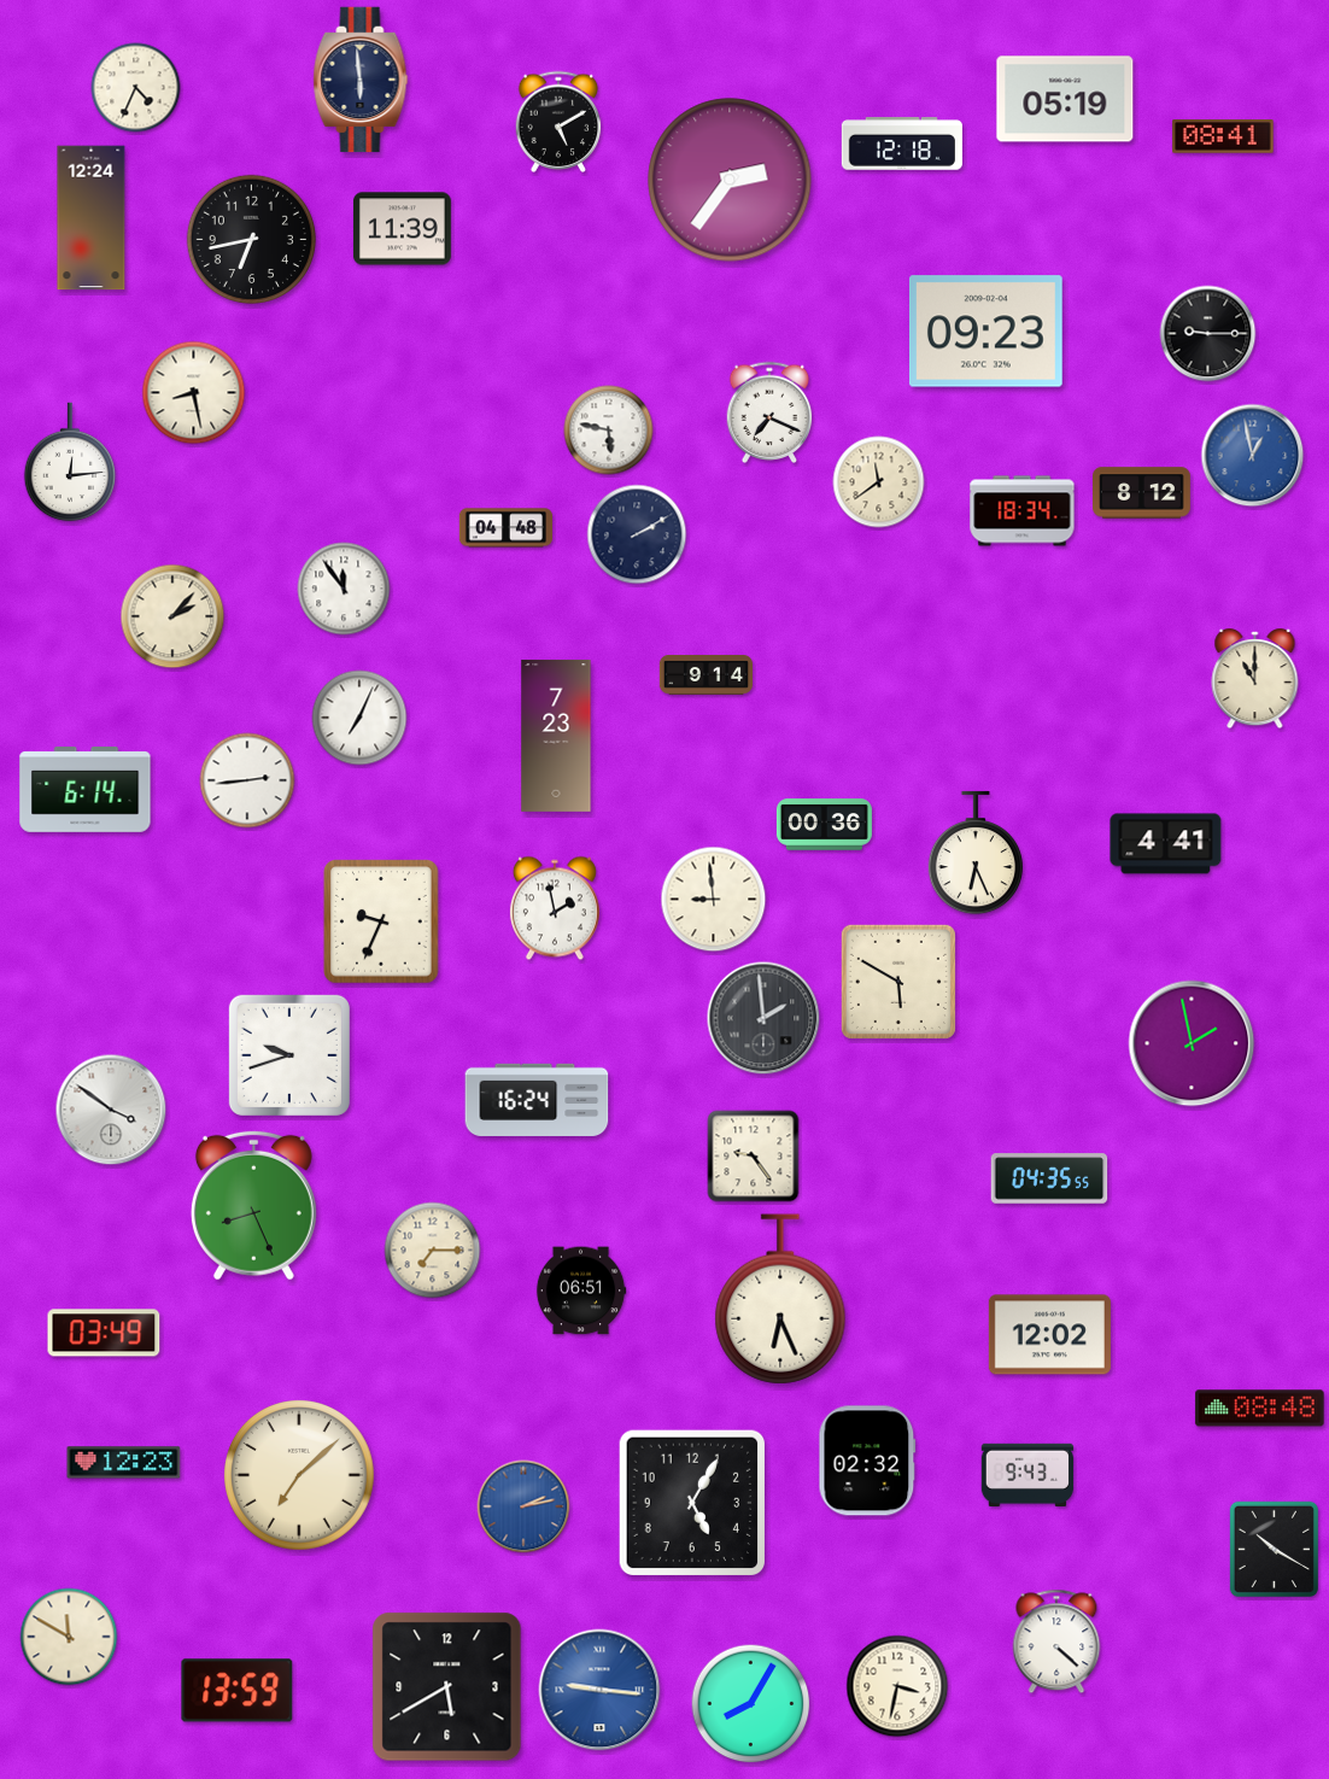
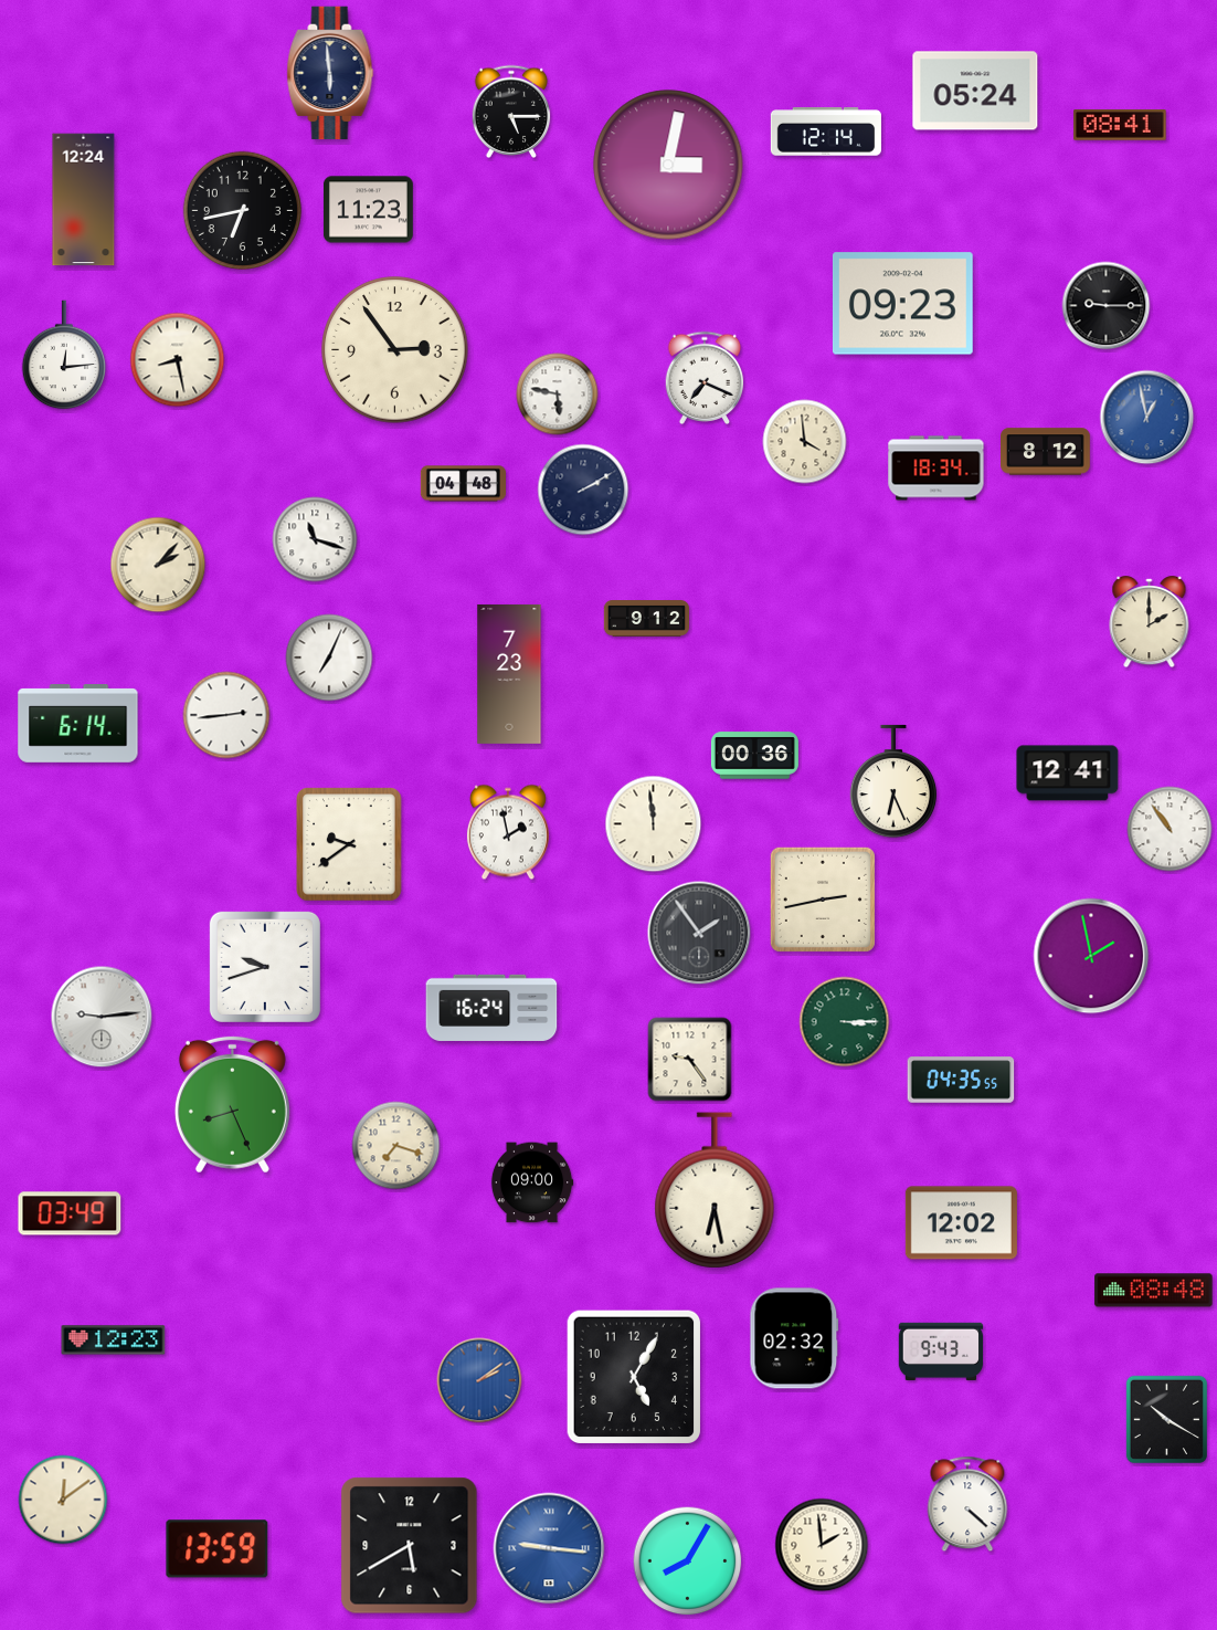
clock at (136, 88): 4:34 -> none
clock at (1065, 99): 05:19 -> 05:24
clock at (558, 122): 5:10 -> 5:15
clock at (902, 144): 12:18 -> 12:14
clock at (730, 180): 2:36 -> 3:02
clock at (403, 229): 11:39 -> 11:23
clock at (251, 239) position: (251, 239) -> (242, 210)
clock at (395, 350): none -> 2:54
clock at (70, 462) position: (70, 462) -> (64, 355)
clock at (879, 482): 11:39 -> 3:59
clock at (344, 589): 11:54 -> 11:18
clock at (706, 675): 9:14 -> 9:12
clock at (1255, 679): 11:00 -> 2:00
clock at (1166, 844): 4:41 -> 12:41
clock at (714, 900): 8:59 -> 11:59
clock at (1170, 829): none -> 10:54
clock at (381, 921): 9:34 -> 9:39
clock at (898, 982): 5:50 -> 2:43
clock at (763, 1018): 1:59 -> 1:54
clock at (111, 1110): 3:51 -> 9:14
clock at (845, 1022): none -> 3:15
clock at (433, 1251): 7:15 -> 7:18
clock at (581, 1291): 06:51 -> 09:00
clock at (780, 1299): 6:26 -> 6:28
clock at (104, 1333) position: (104, 1333) -> (70, 1213)
clock at (300, 1476): 7:08 -> none
clock at (523, 1506): 2:13 -> 2:09
clock at (69, 1637): 11:50 -> 12:09
clock at (897, 1686): 3:32 -> 1:59
